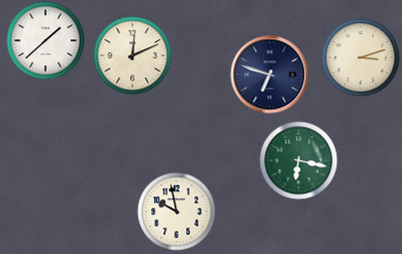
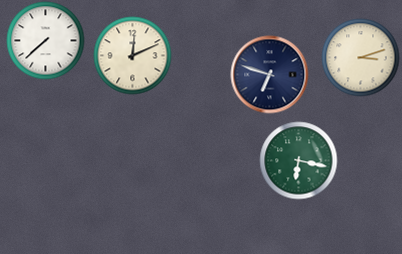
clock at (45, 40): 1:38 -> 7:38
clock at (176, 211): 9:58 -> none
